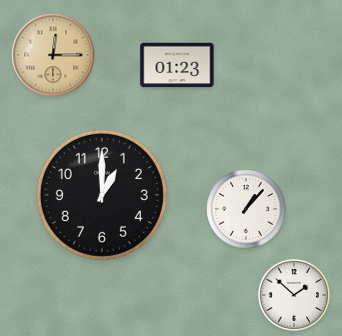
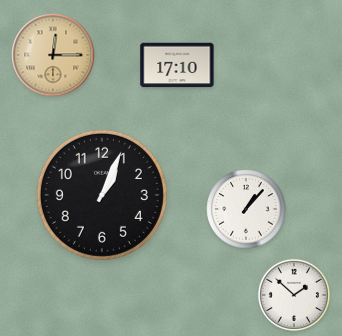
clock at (177, 65): 01:23 -> 17:10
clock at (102, 195): 1:00 -> 1:04
